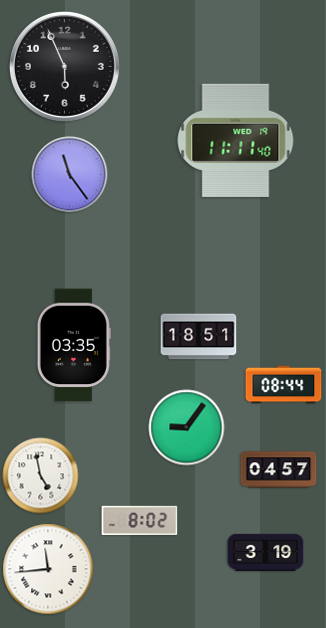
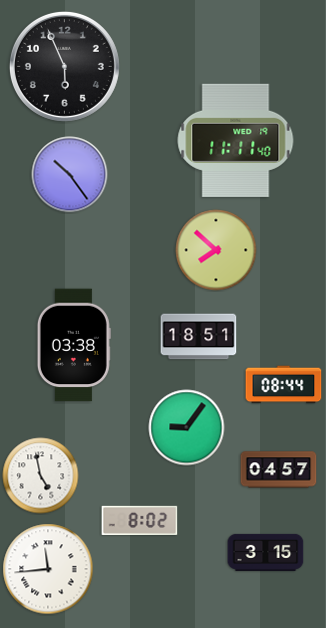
clock at (70, 175): 11:24 -> 10:24
clock at (216, 250): none -> 7:52
clock at (74, 345): 03:35 -> 03:38
clock at (266, 552): 3:19 -> 3:15
